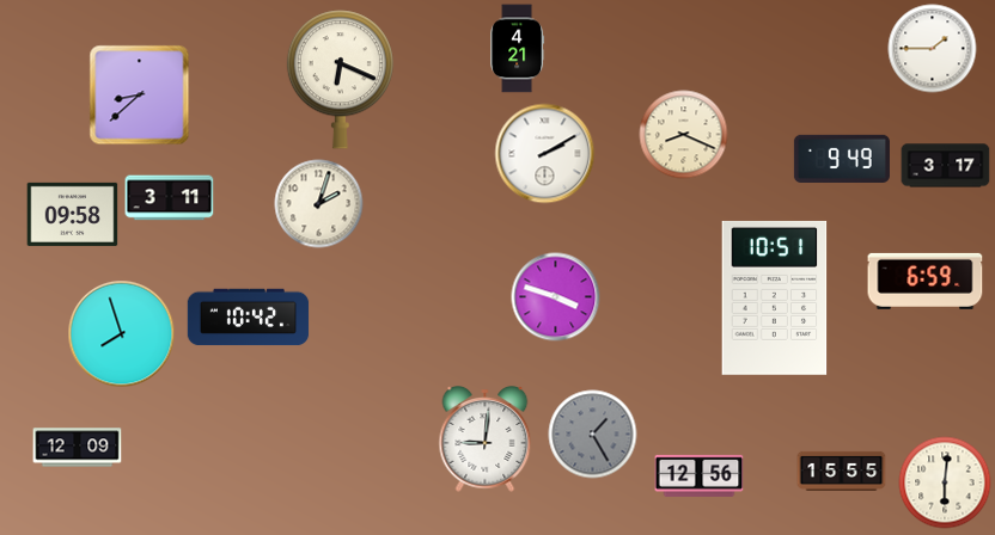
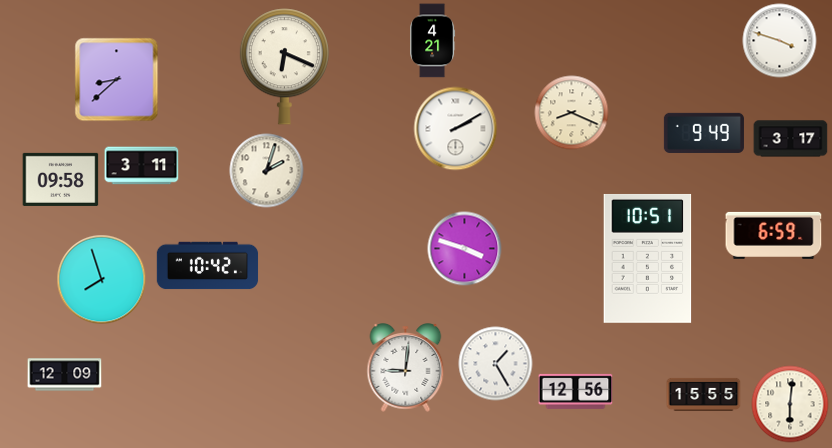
clock at (933, 49): 1:45 -> 3:48
clock at (775, 297) position: (775, 297) -> (648, 258)
clock at (593, 435) dial: grey -> white
clock at (700, 475) position: (700, 475) -> (576, 391)
